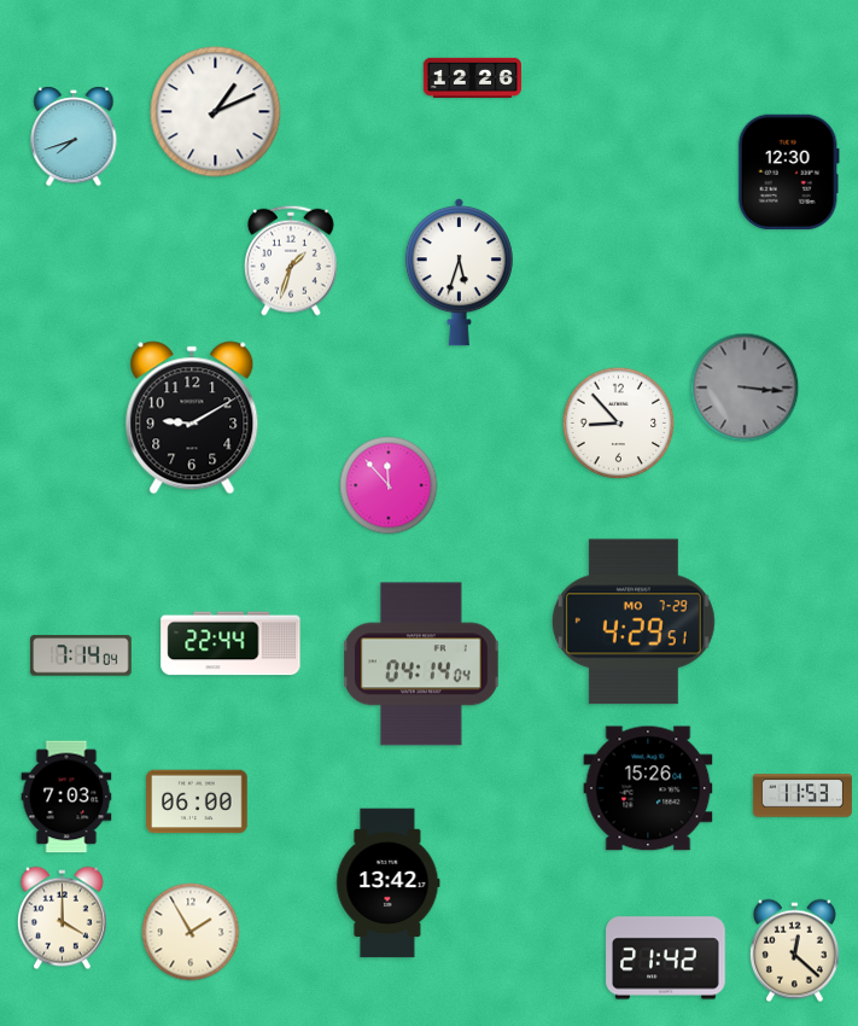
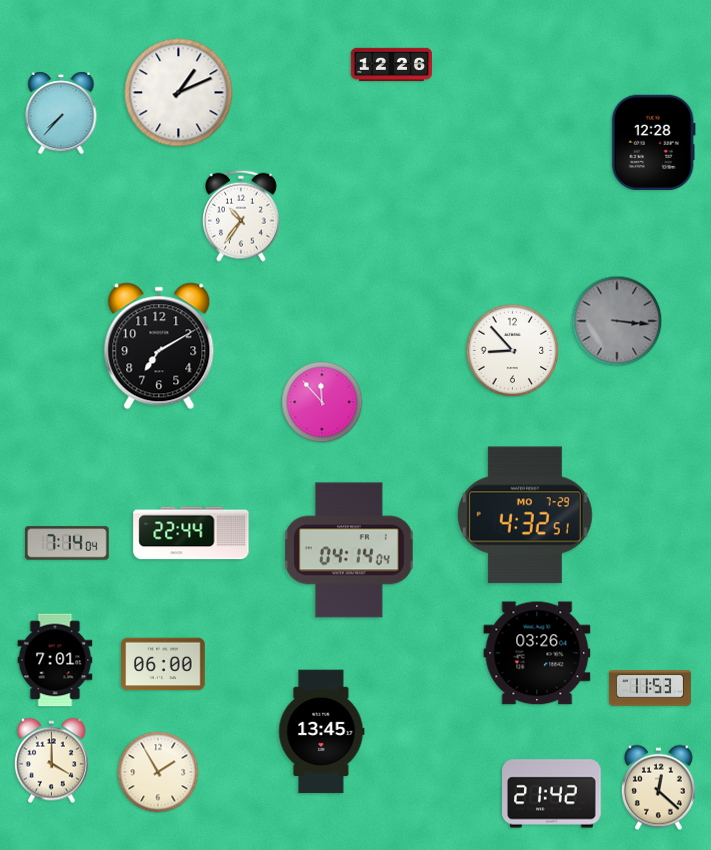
clock at (74, 136): 7:42 -> 7:37
clock at (788, 171): 12:30 -> 12:28
clock at (292, 261): 1:33 -> 10:36
clock at (459, 273): 5:33 -> none
clock at (192, 418): 9:10 -> 7:10
clock at (634, 622): 4:29 -> 4:32
clock at (648, 788): 15:26 -> 03:26
clock at (802, 795) position: (802, 795) -> (650, 688)
clock at (66, 797): 7:03 -> 7:01
clock at (389, 884): 13:42 -> 13:45
